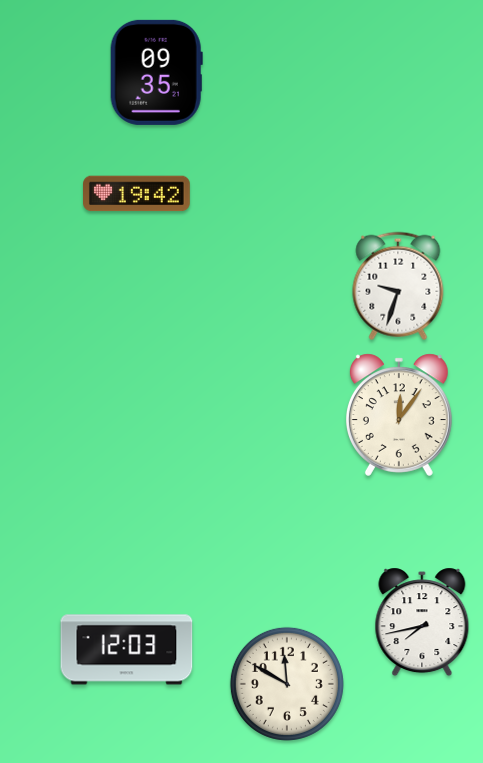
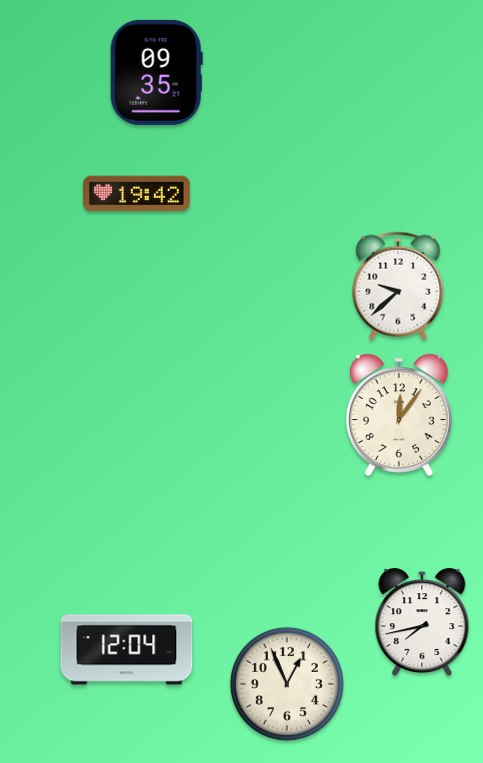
clock at (398, 286): 9:33 -> 9:38
clock at (127, 650): 12:03 -> 12:04
clock at (287, 684): 11:50 -> 12:56
